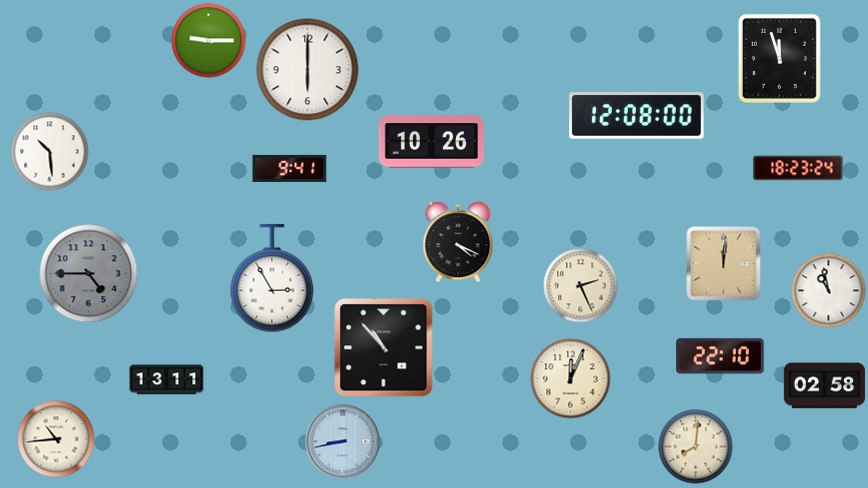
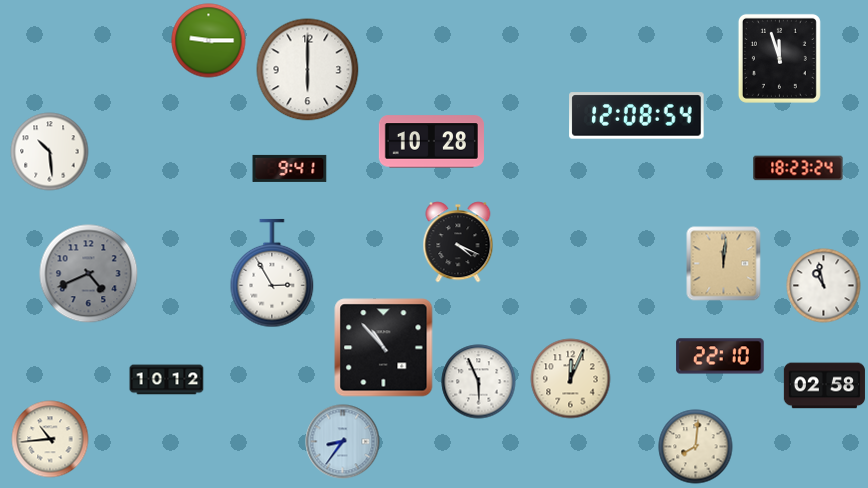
clock at (637, 116): 12:08:00 -> 12:08:54
clock at (431, 142): 10:26 -> 10:28
clock at (89, 274): 4:45 -> 4:41
clock at (272, 278) position: (272, 278) -> (272, 273)
clock at (581, 286): 2:26 -> none
clock at (829, 291) position: (829, 291) -> (824, 286)
clock at (167, 380): 13:11 -> 10:12
clock at (479, 382): none -> 5:56
clock at (56, 439) position: (56, 439) -> (50, 439)
clock at (343, 442): 8:43 -> 8:36
